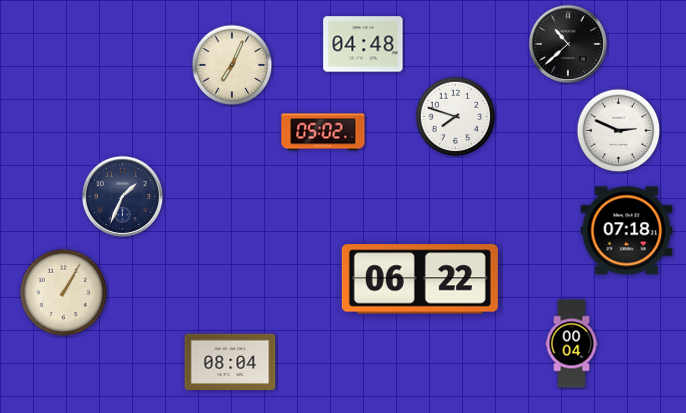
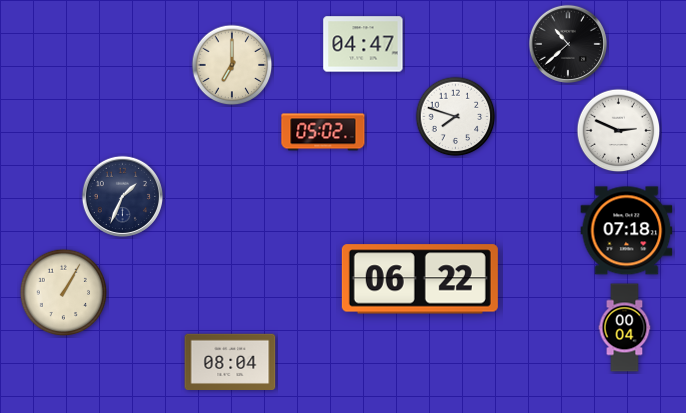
clock at (363, 44): 04:48 -> 04:47
clock at (232, 65): 7:04 -> 7:00
clock at (572, 344) position: (572, 344) -> (625, 328)
